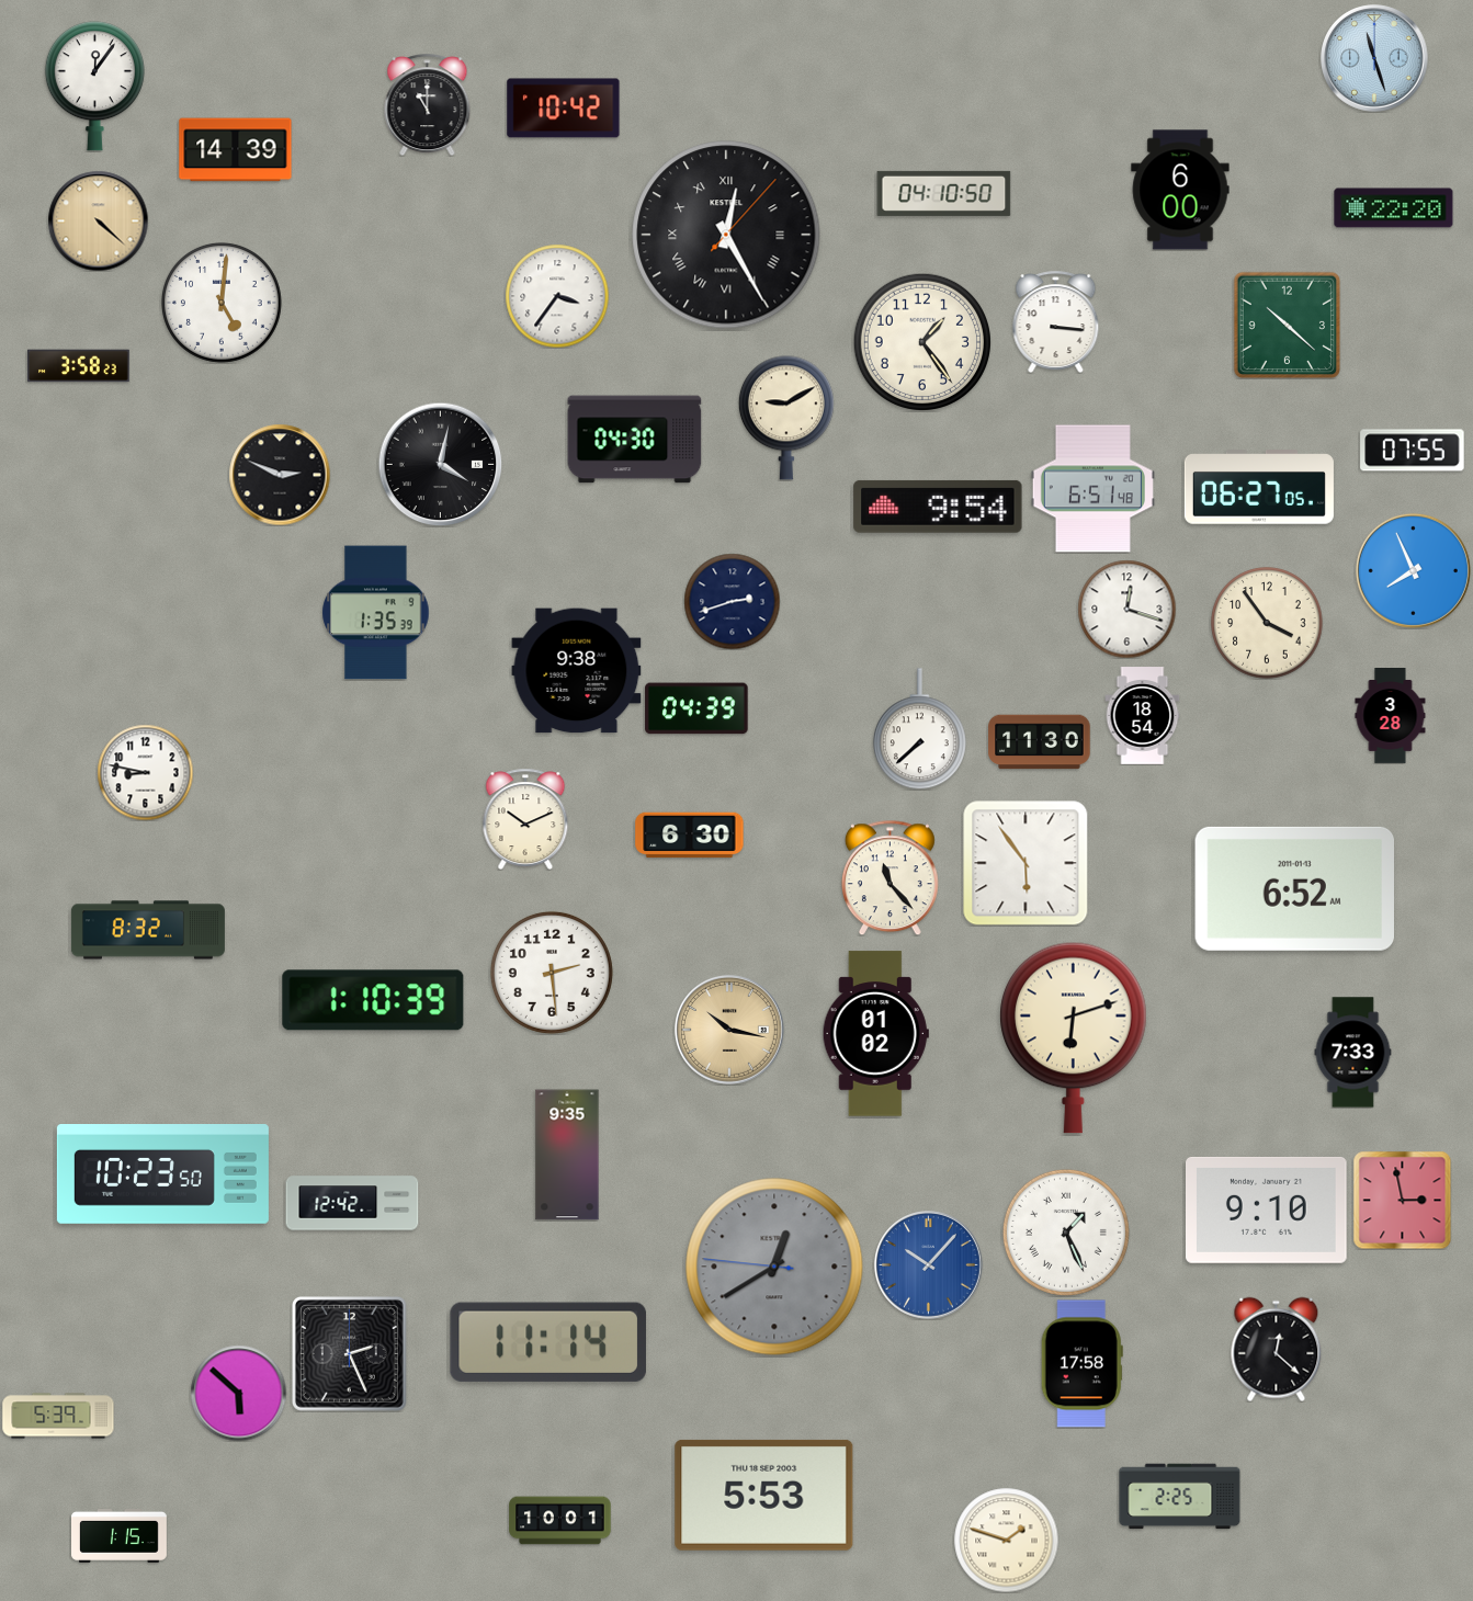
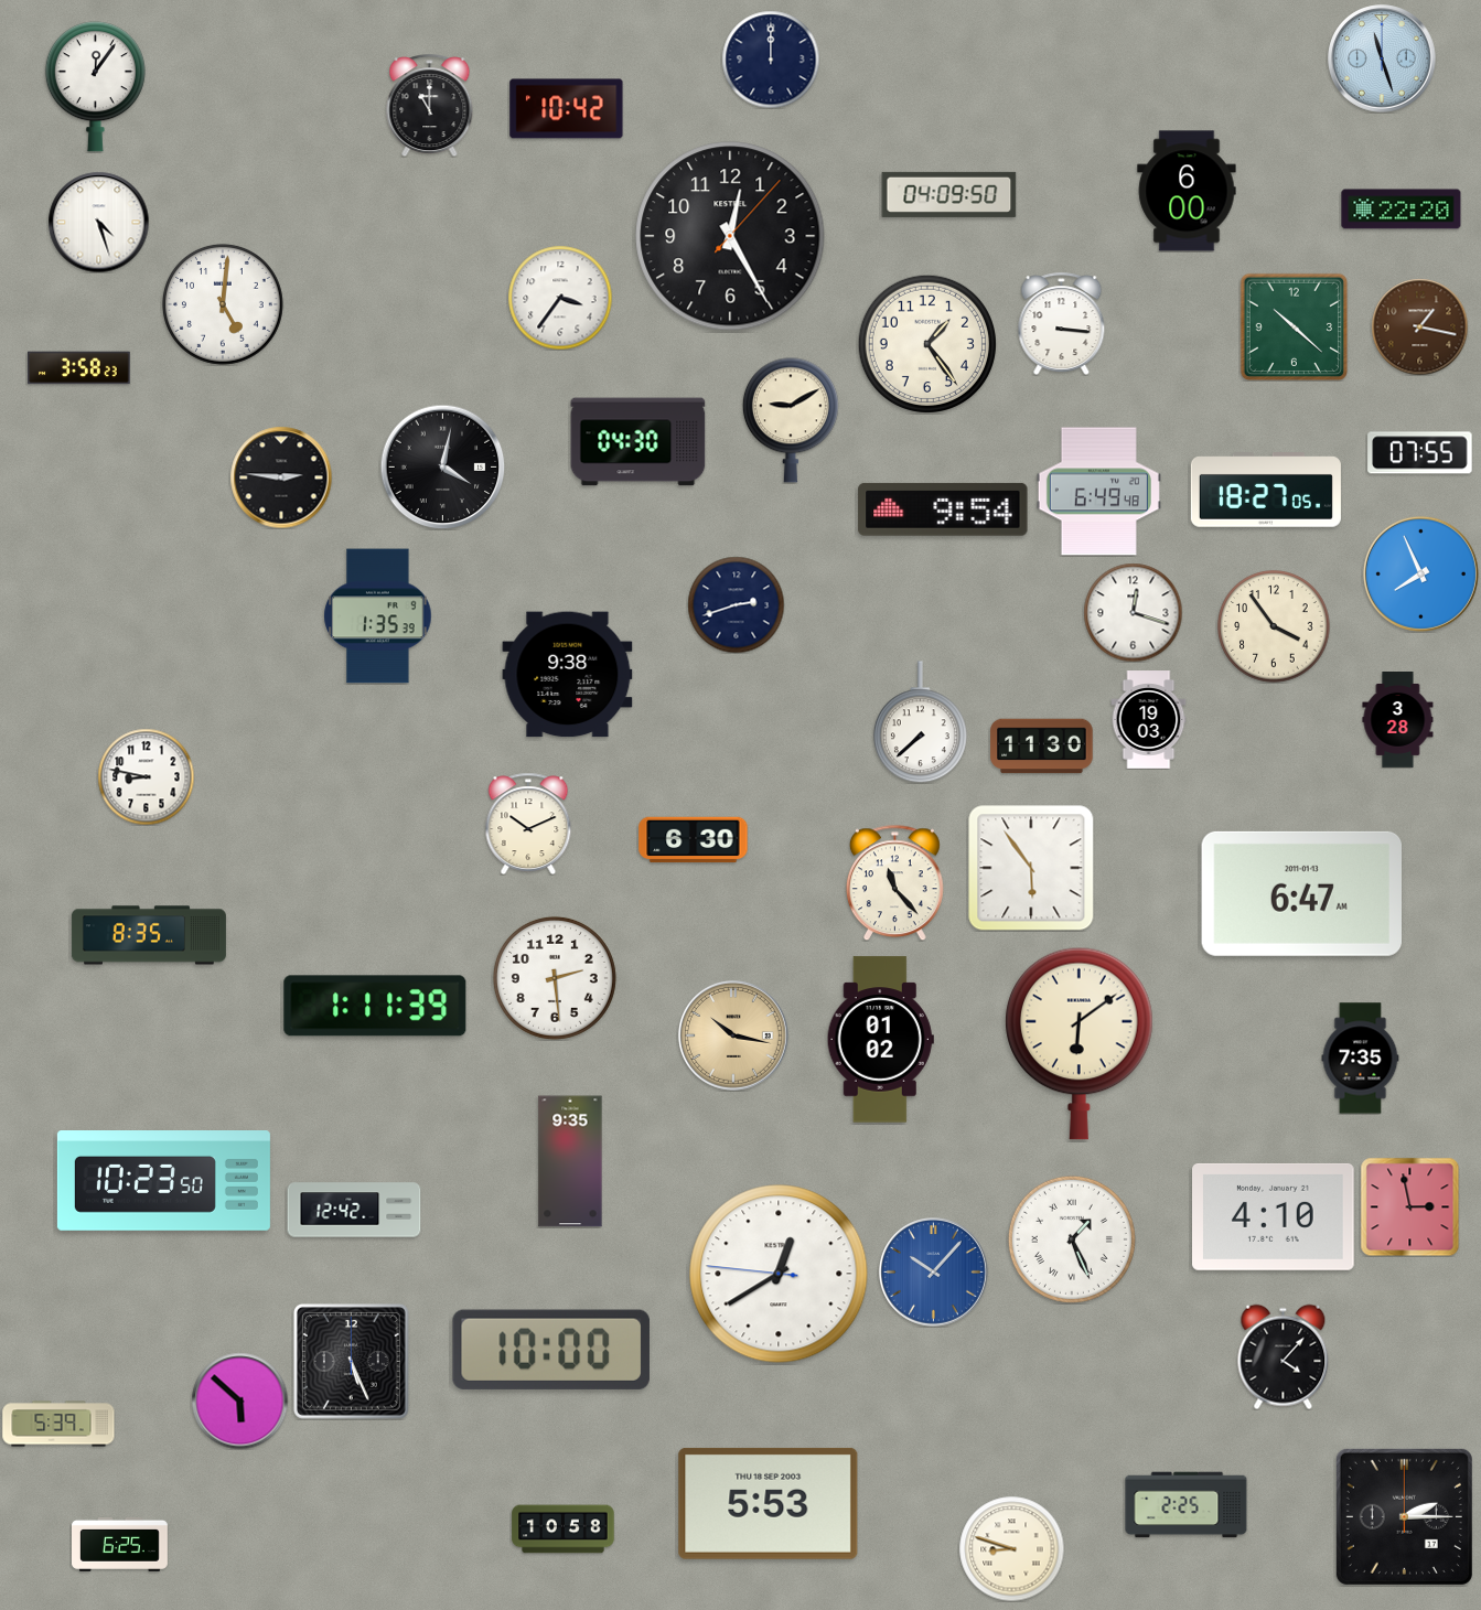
clock at (771, 60): none -> 12:00
clock at (236, 150): 14:39 -> none
clock at (944, 193): 04:10 -> 04:09
clock at (98, 220): 4:22 -> 4:27
clock at (98, 220) dial: champagne -> white
clock at (726, 235) numerals: Roman -> Arabic
clock at (1419, 326): none -> 1:17
clock at (280, 475): 2:49 -> 2:46
clock at (1259, 487): 06:27 -> 18:27
clock at (1092, 489): 6:51 -> 6:49
clock at (577, 671) position: (577, 671) -> (568, 675)
clock at (696, 708): 04:39 -> none
clock at (1143, 716): 18:54 -> 19:03
clock at (919, 729) position: (919, 729) -> (920, 722)
clock at (1040, 742) position: (1040, 742) -> (1042, 747)
clock at (1294, 888): 6:52 -> 6:47
clock at (148, 930): 8:32 -> 8:35
clock at (373, 1000): 1:10 -> 1:11
clock at (1074, 1037): 6:12 -> 6:09
clock at (1353, 1053): 7:33 -> 7:35
clock at (1267, 1210): 9:10 -> 4:10
clock at (774, 1267) dial: grey -> white
clock at (548, 1342): 11:14 -> 10:00
clock at (1277, 1349): 12:22 -> 4:07
clock at (349, 1353): 2:26 -> 5:26
clock at (1081, 1364): 17:58 -> none
clock at (1404, 1516): none -> 2:15
clock at (560, 1521): 10:01 -> 10:58
clock at (120, 1535): 1:15 -> 6:25
clock at (1006, 1540): 1:48 -> 8:48
